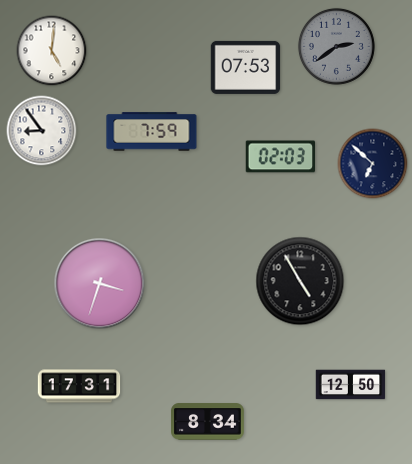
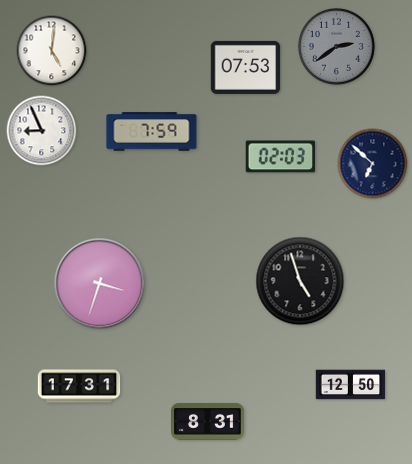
clock at (42, 131): 8:54 -> 8:56
clock at (300, 281): 4:55 -> 4:57
clock at (208, 422): 8:34 -> 8:31
